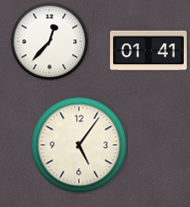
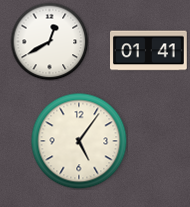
clock at (49, 41): 12:37 -> 12:40
clock at (79, 145) position: (79, 145) -> (79, 141)
